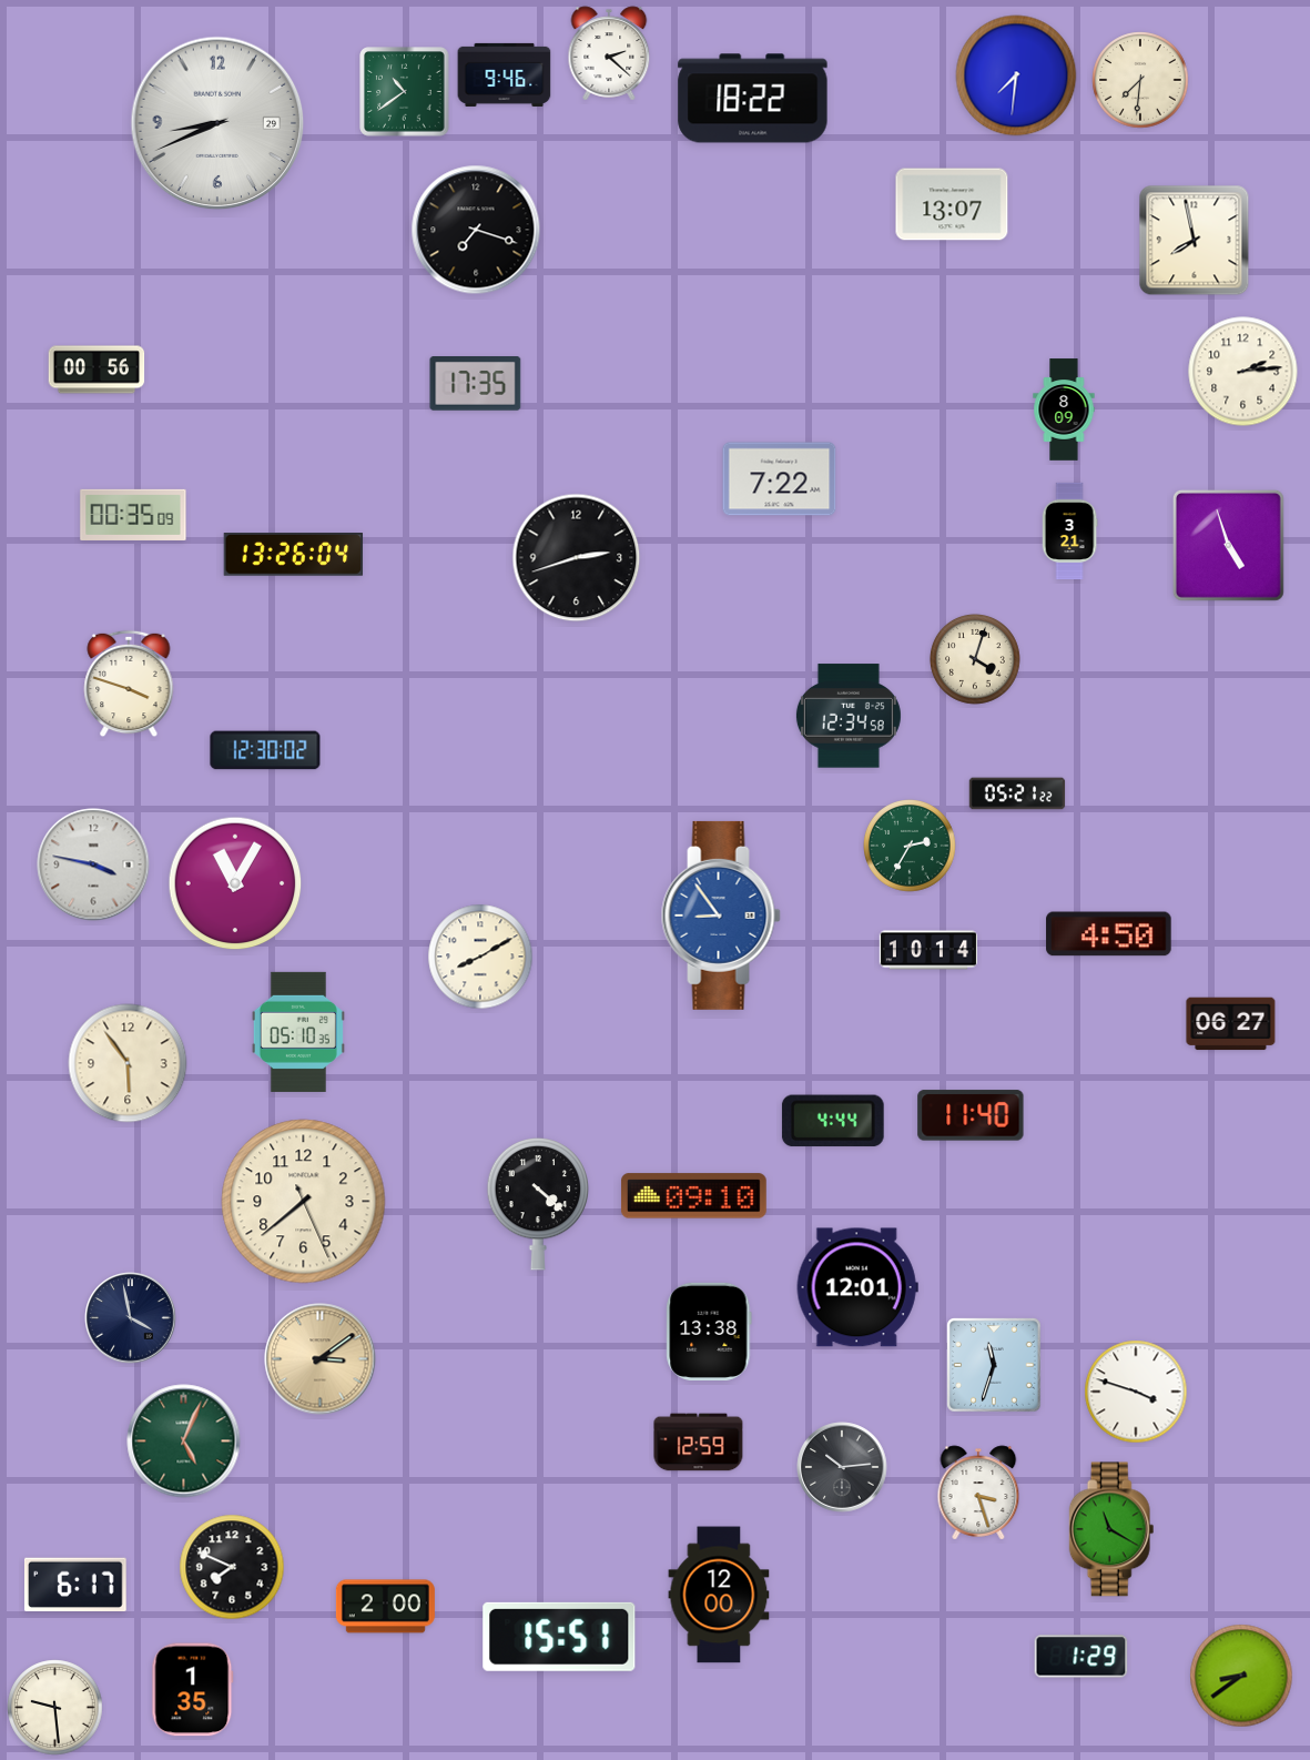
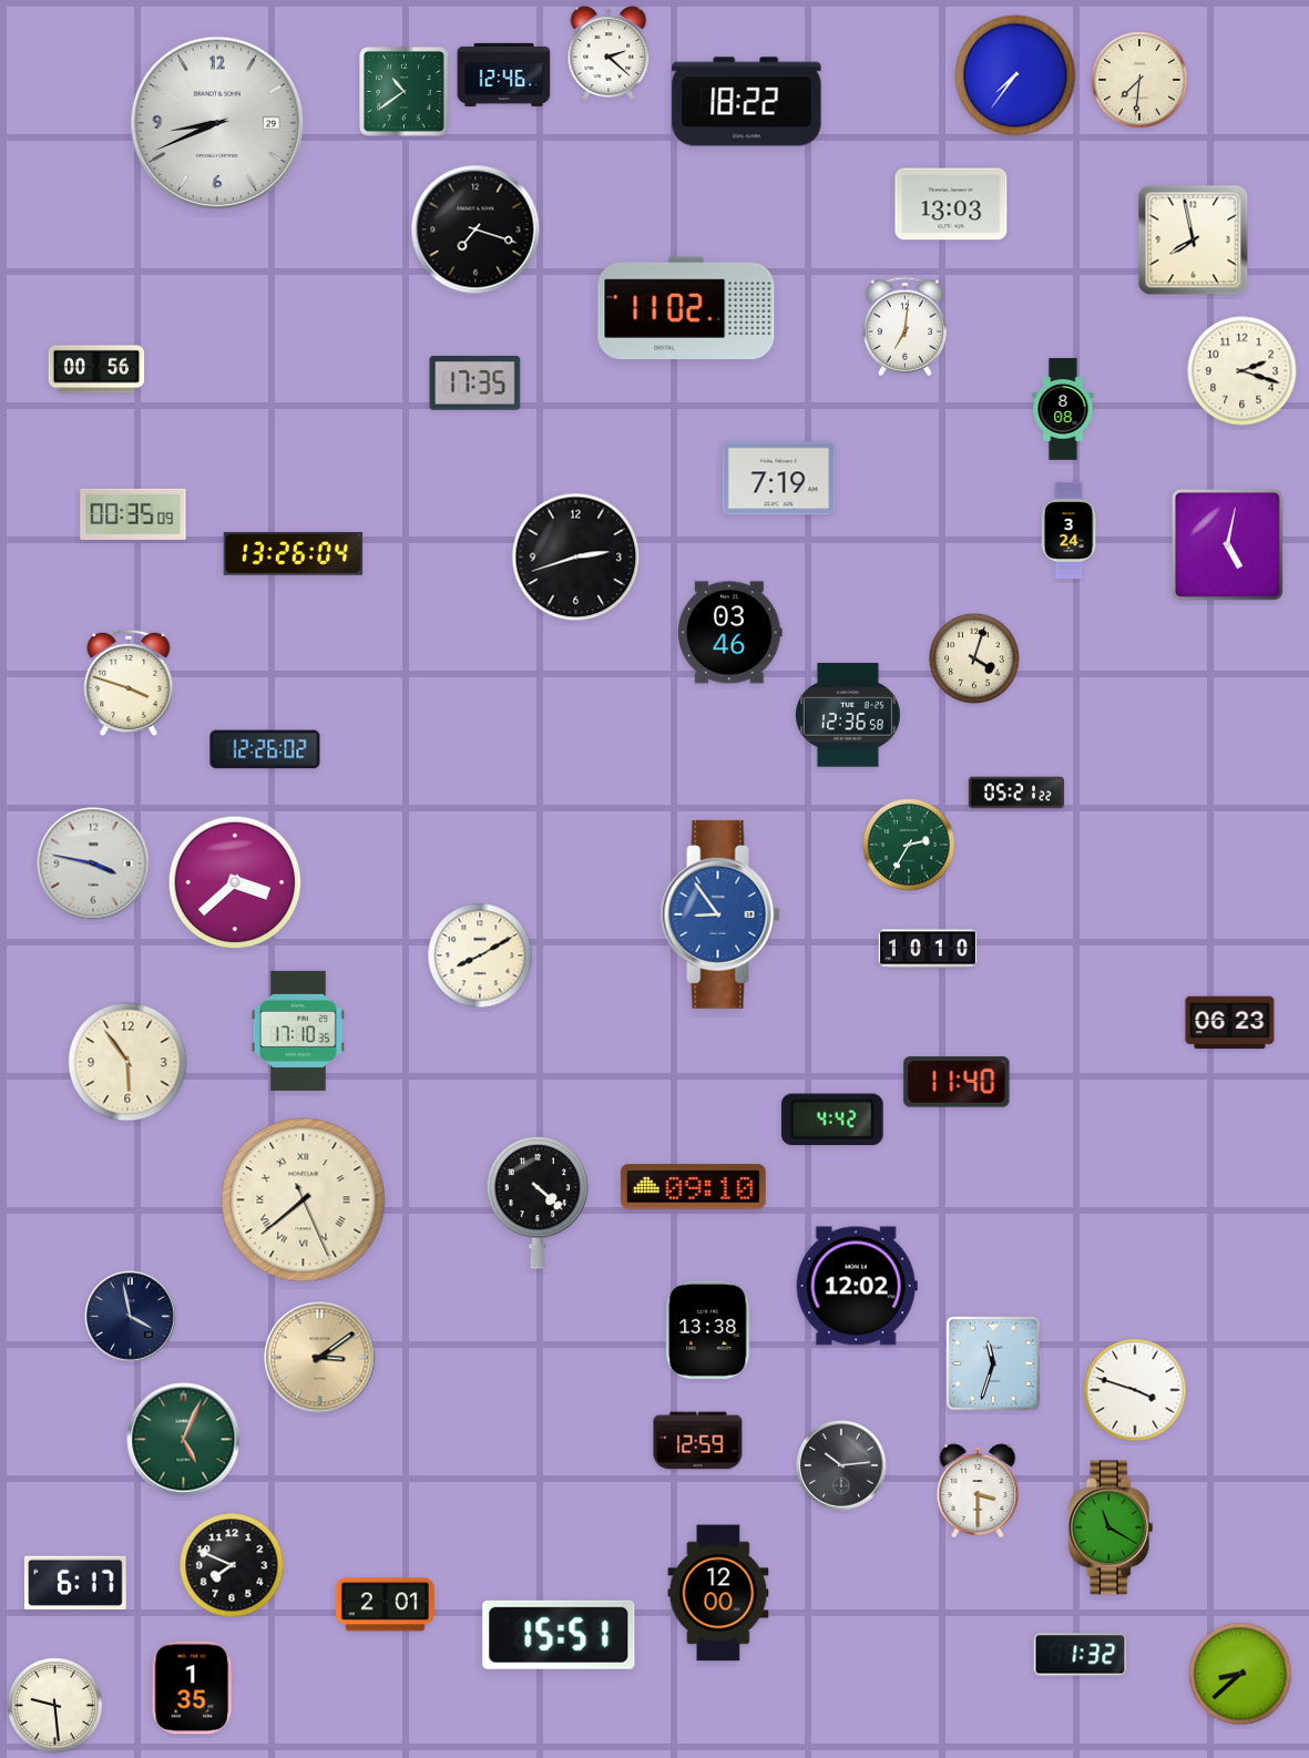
clock at (505, 74): 9:46 -> 12:46
clock at (1016, 75): 7:31 -> 7:36
clock at (753, 99) position: (753, 99) -> (747, 102)
clock at (952, 204): 13:07 -> 13:03
clock at (686, 308): none -> 11:02
clock at (906, 327): none -> 7:01
clock at (1243, 372): 2:14 -> 2:18
clock at (1064, 409): 8:09 -> 8:08
clock at (780, 479): 7:22 -> 7:19
clock at (1069, 532): 3:21 -> 3:24
clock at (1228, 545): 4:57 -> 5:02
clock at (730, 633): none -> 03:46
clock at (849, 716): 12:34 -> 12:36
clock at (265, 750): 12:30 -> 12:26
clock at (235, 883): 11:05 -> 3:38
clock at (1109, 934): 4:50 -> none
clock at (928, 950): 10:14 -> 10:10
clock at (1231, 1024): 06:27 -> 06:23
clock at (298, 1032): 05:10 -> 17:10
clock at (971, 1115) position: (971, 1115) -> (957, 1082)
clock at (833, 1121): 4:44 -> 4:42
clock at (693, 1196) position: (693, 1196) -> (693, 1187)
clock at (304, 1202) numerals: Arabic -> Roman
clock at (857, 1287): 12:01 -> 12:02
clock at (978, 1493): 3:27 -> 3:30
clock at (385, 1607): 2:00 -> 2:01
clock at (1081, 1657): 1:29 -> 1:32
clock at (1241, 1676): 8:39 -> 8:38
